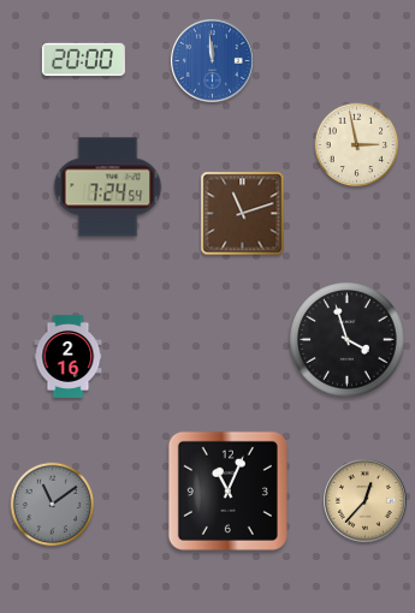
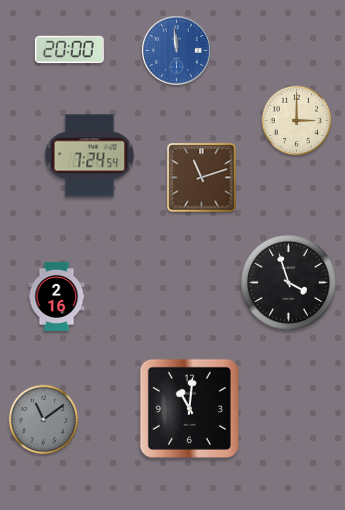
clock at (357, 145): 2:58 -> 3:00
clock at (227, 490): 11:04 -> 11:01
clock at (366, 501): 12:37 -> none
